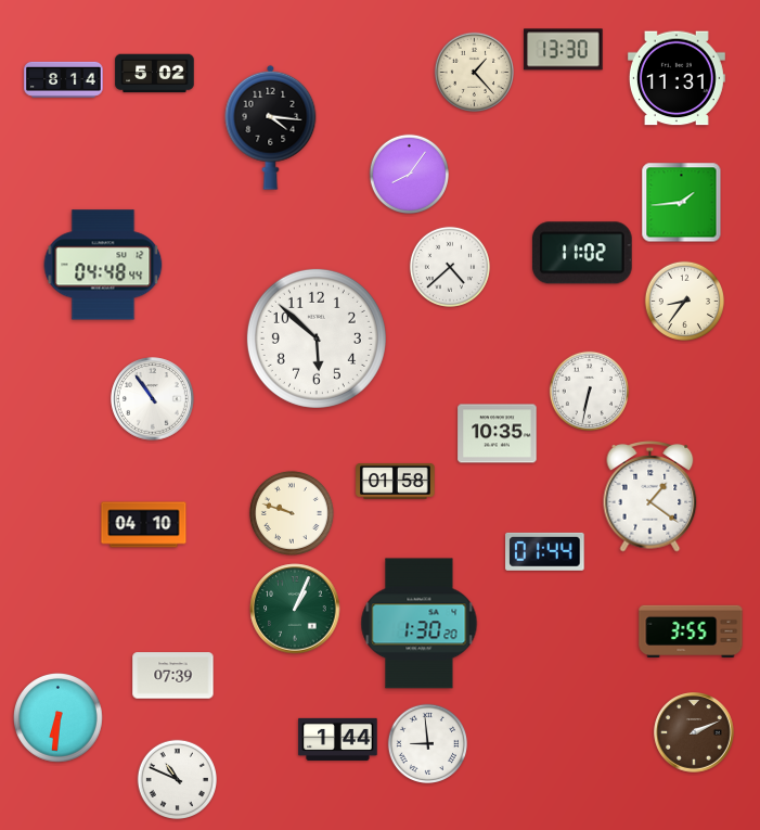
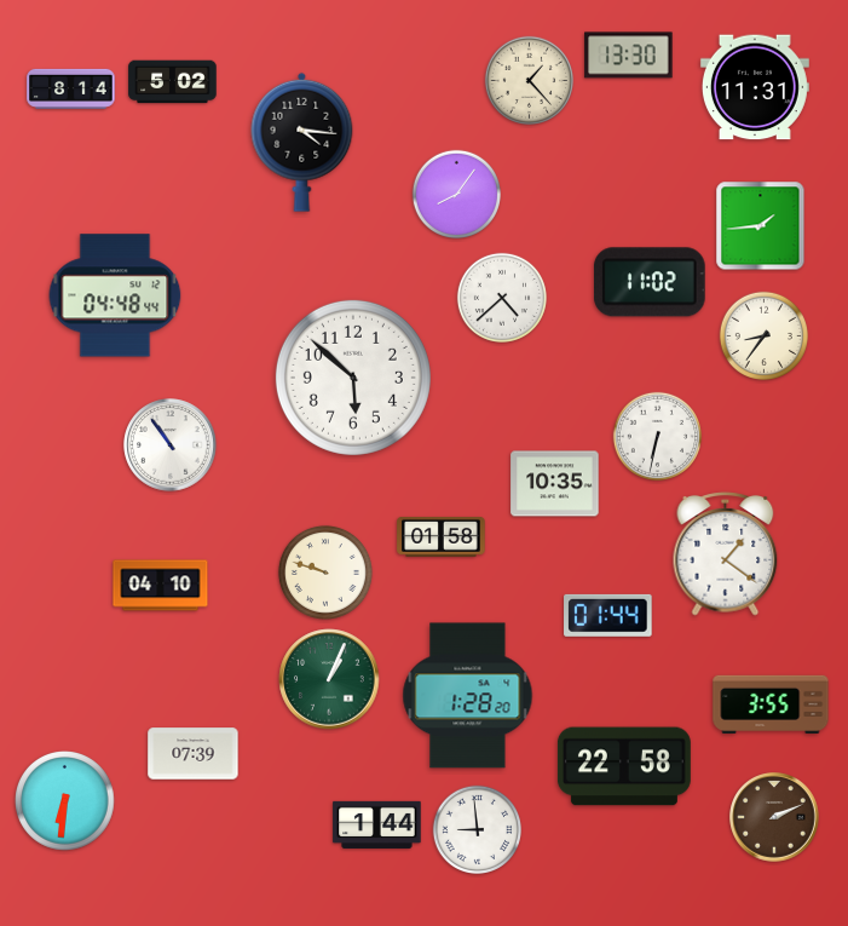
clock at (420, 624): 1:30 -> 1:28
clock at (624, 766): none -> 22:58
clock at (177, 779): 10:49 -> none
